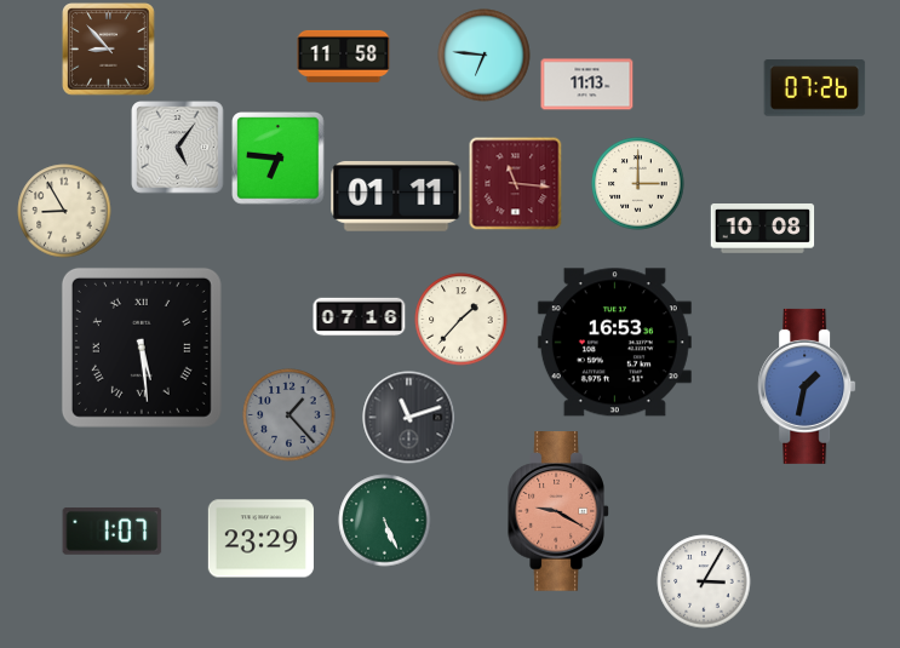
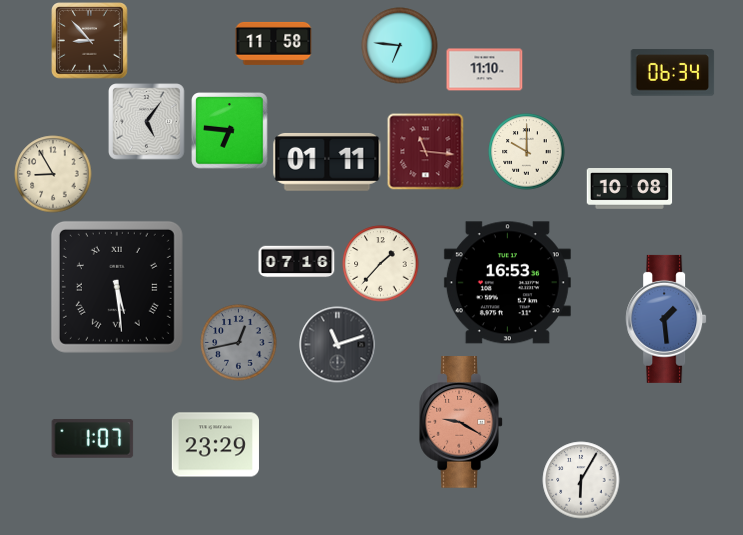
clock at (344, 56) position: (344, 56) -> (274, 43)
clock at (587, 85): 11:13 -> 11:10
clock at (815, 88): 07:26 -> 06:34
clock at (638, 184): 3:00 -> 10:00
clock at (807, 386): 1:32 -> 1:29
clock at (290, 415): 1:23 -> 12:43
clock at (385, 521): 5:26 -> none
clock at (704, 581): 3:05 -> 6:05
